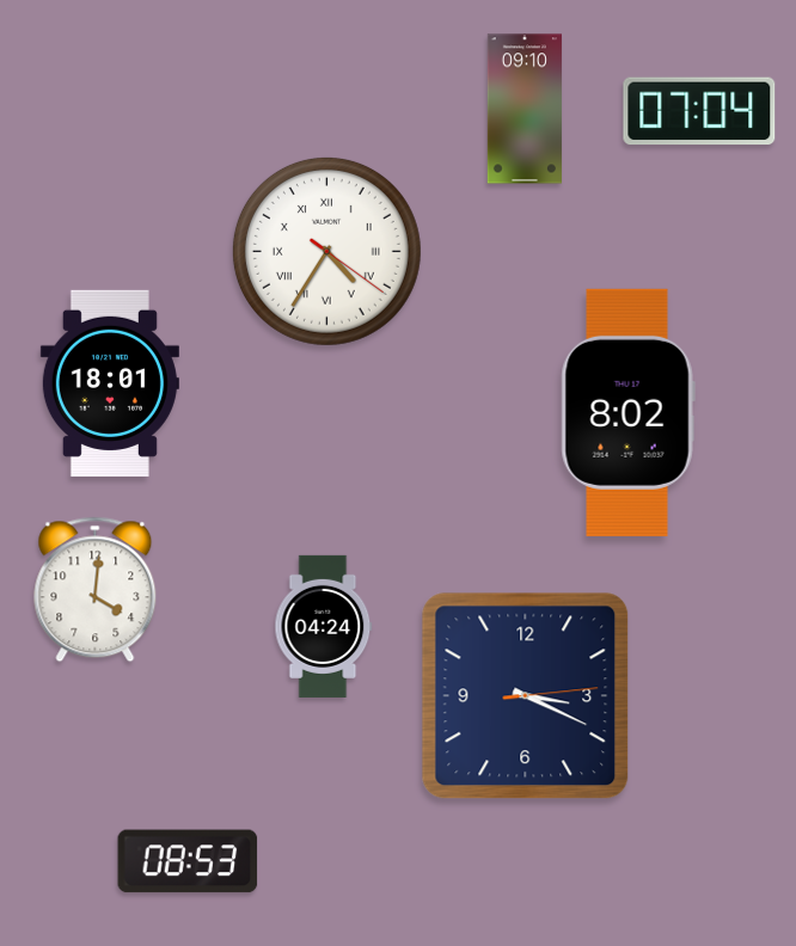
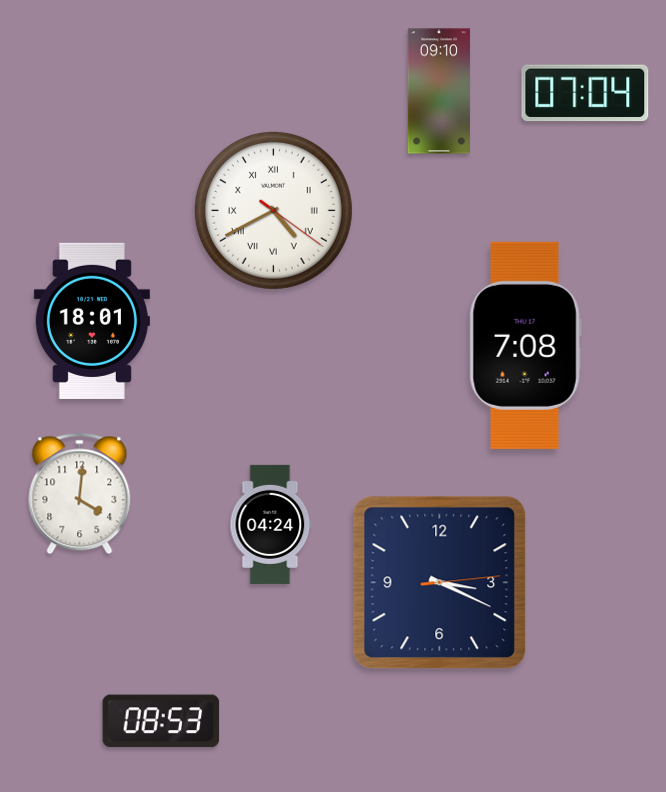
clock at (326, 251): 4:35 -> 4:40
clock at (627, 412): 8:02 -> 7:08
clock at (188, 861) position: (188, 861) -> (161, 721)
